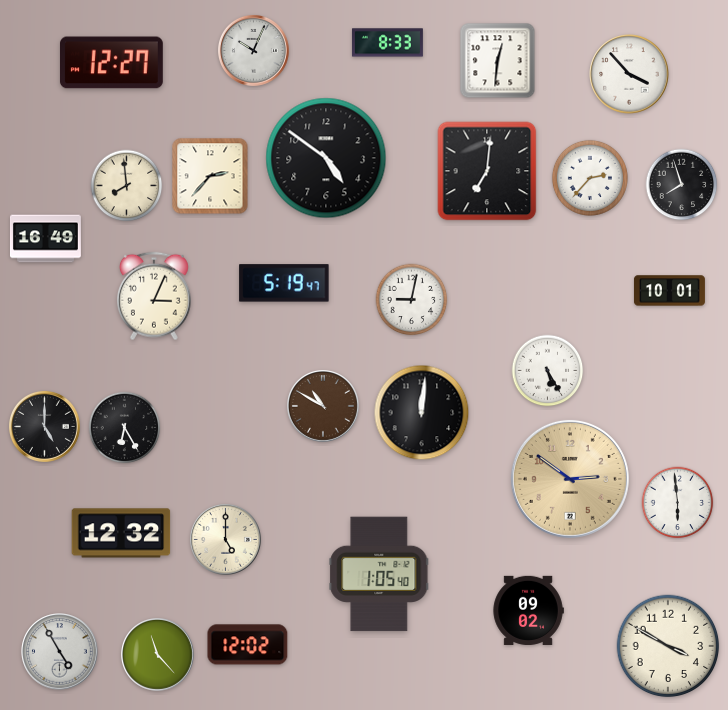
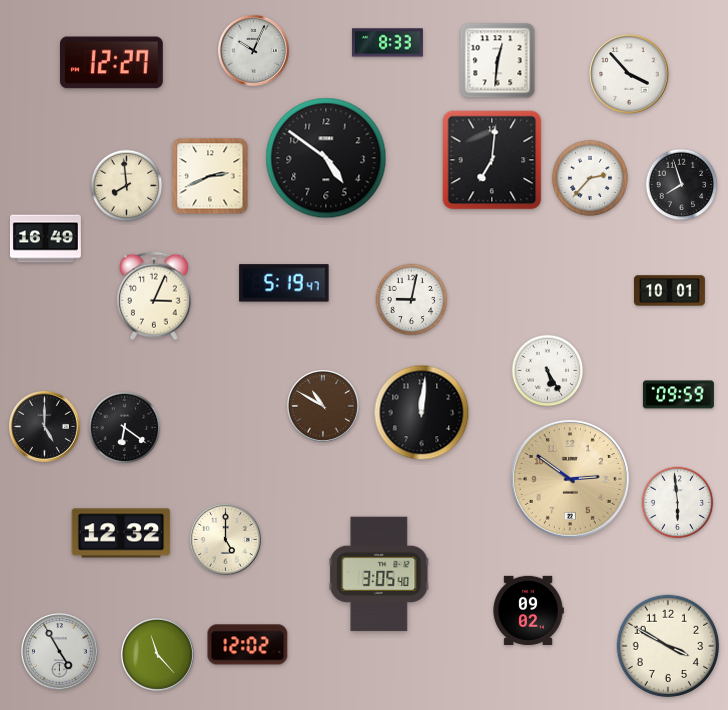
clock at (487, 171) position: (487, 171) -> (492, 160)
clock at (210, 176): 2:37 -> 2:41
clock at (678, 395): none -> 09:59
clock at (125, 428): 6:25 -> 6:21
clock at (379, 574): 1:05 -> 3:05
